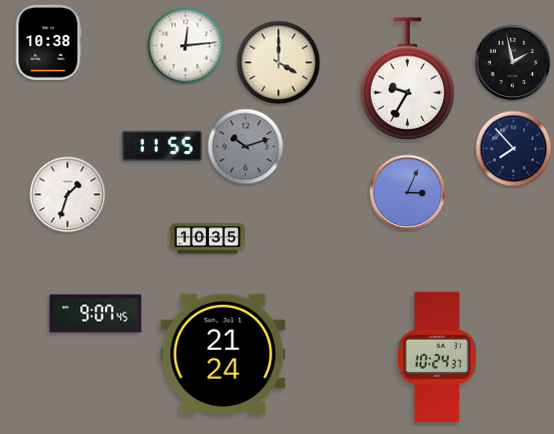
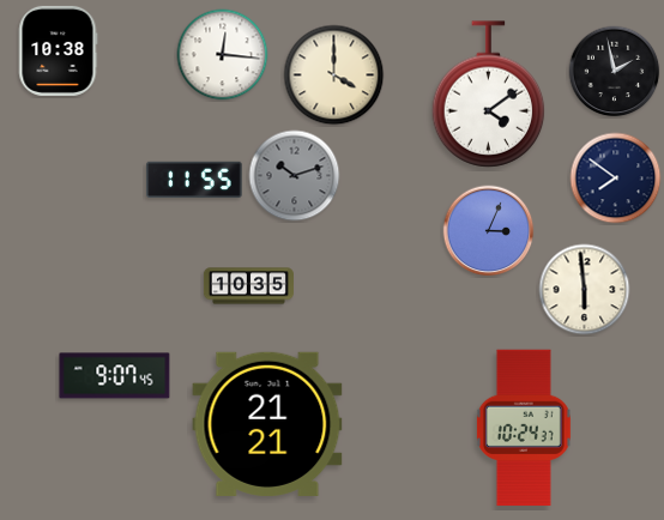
clock at (186, 46): 12:14 -> 12:16
clock at (513, 63) position: (513, 63) -> (615, 72)
clock at (408, 79): 9:35 -> 4:09
clock at (162, 145) position: (162, 145) -> (194, 179)
clock at (514, 149): 7:53 -> 7:51
clock at (68, 195): 1:33 -> none
clock at (585, 290): none -> 5:59
clock at (223, 354): 21:24 -> 21:21
